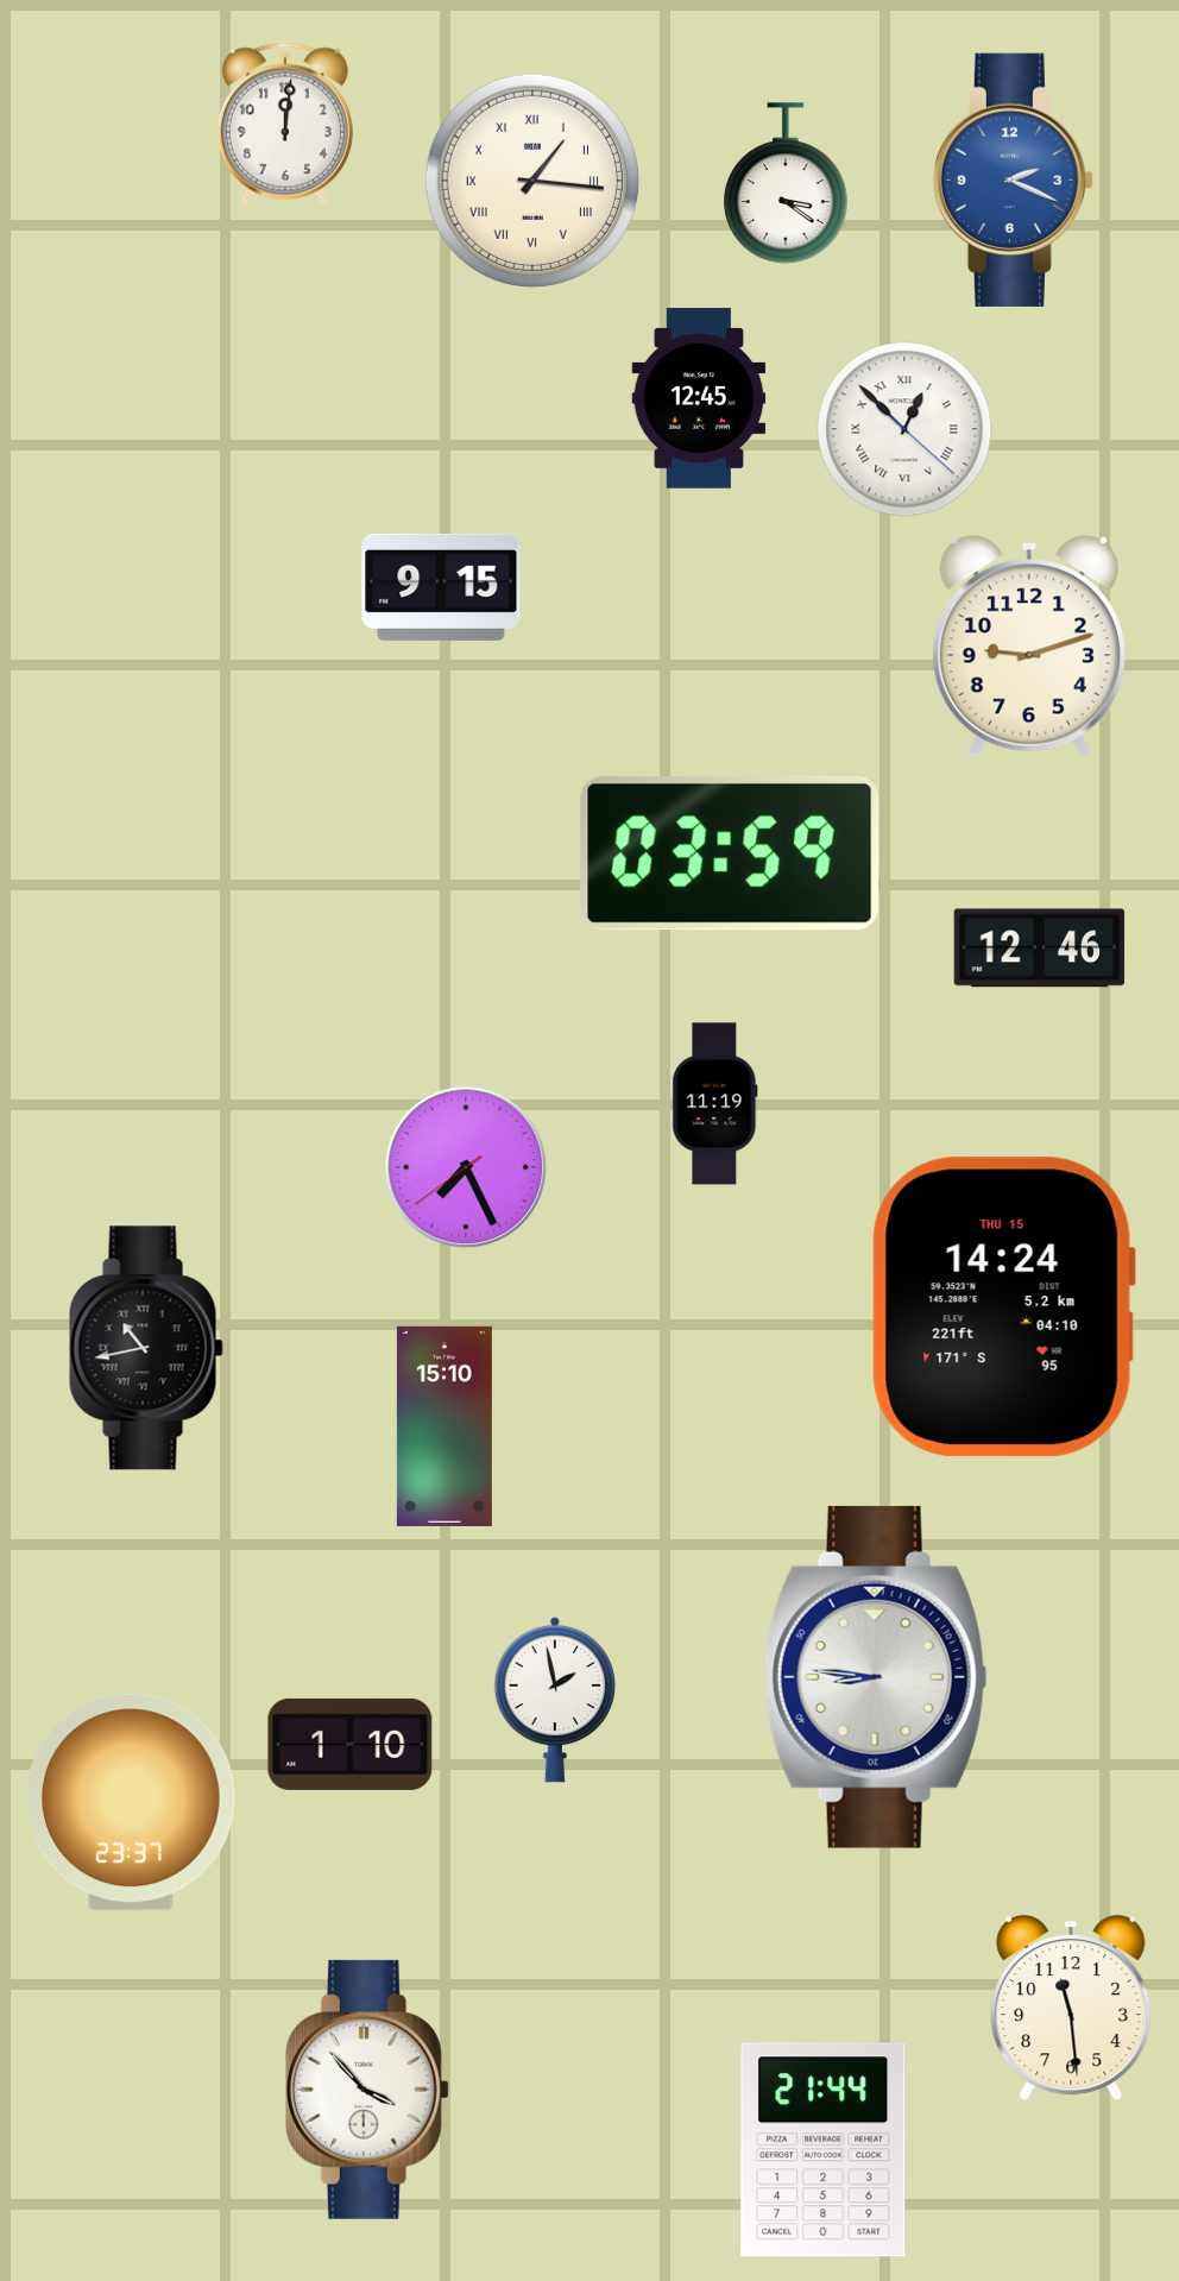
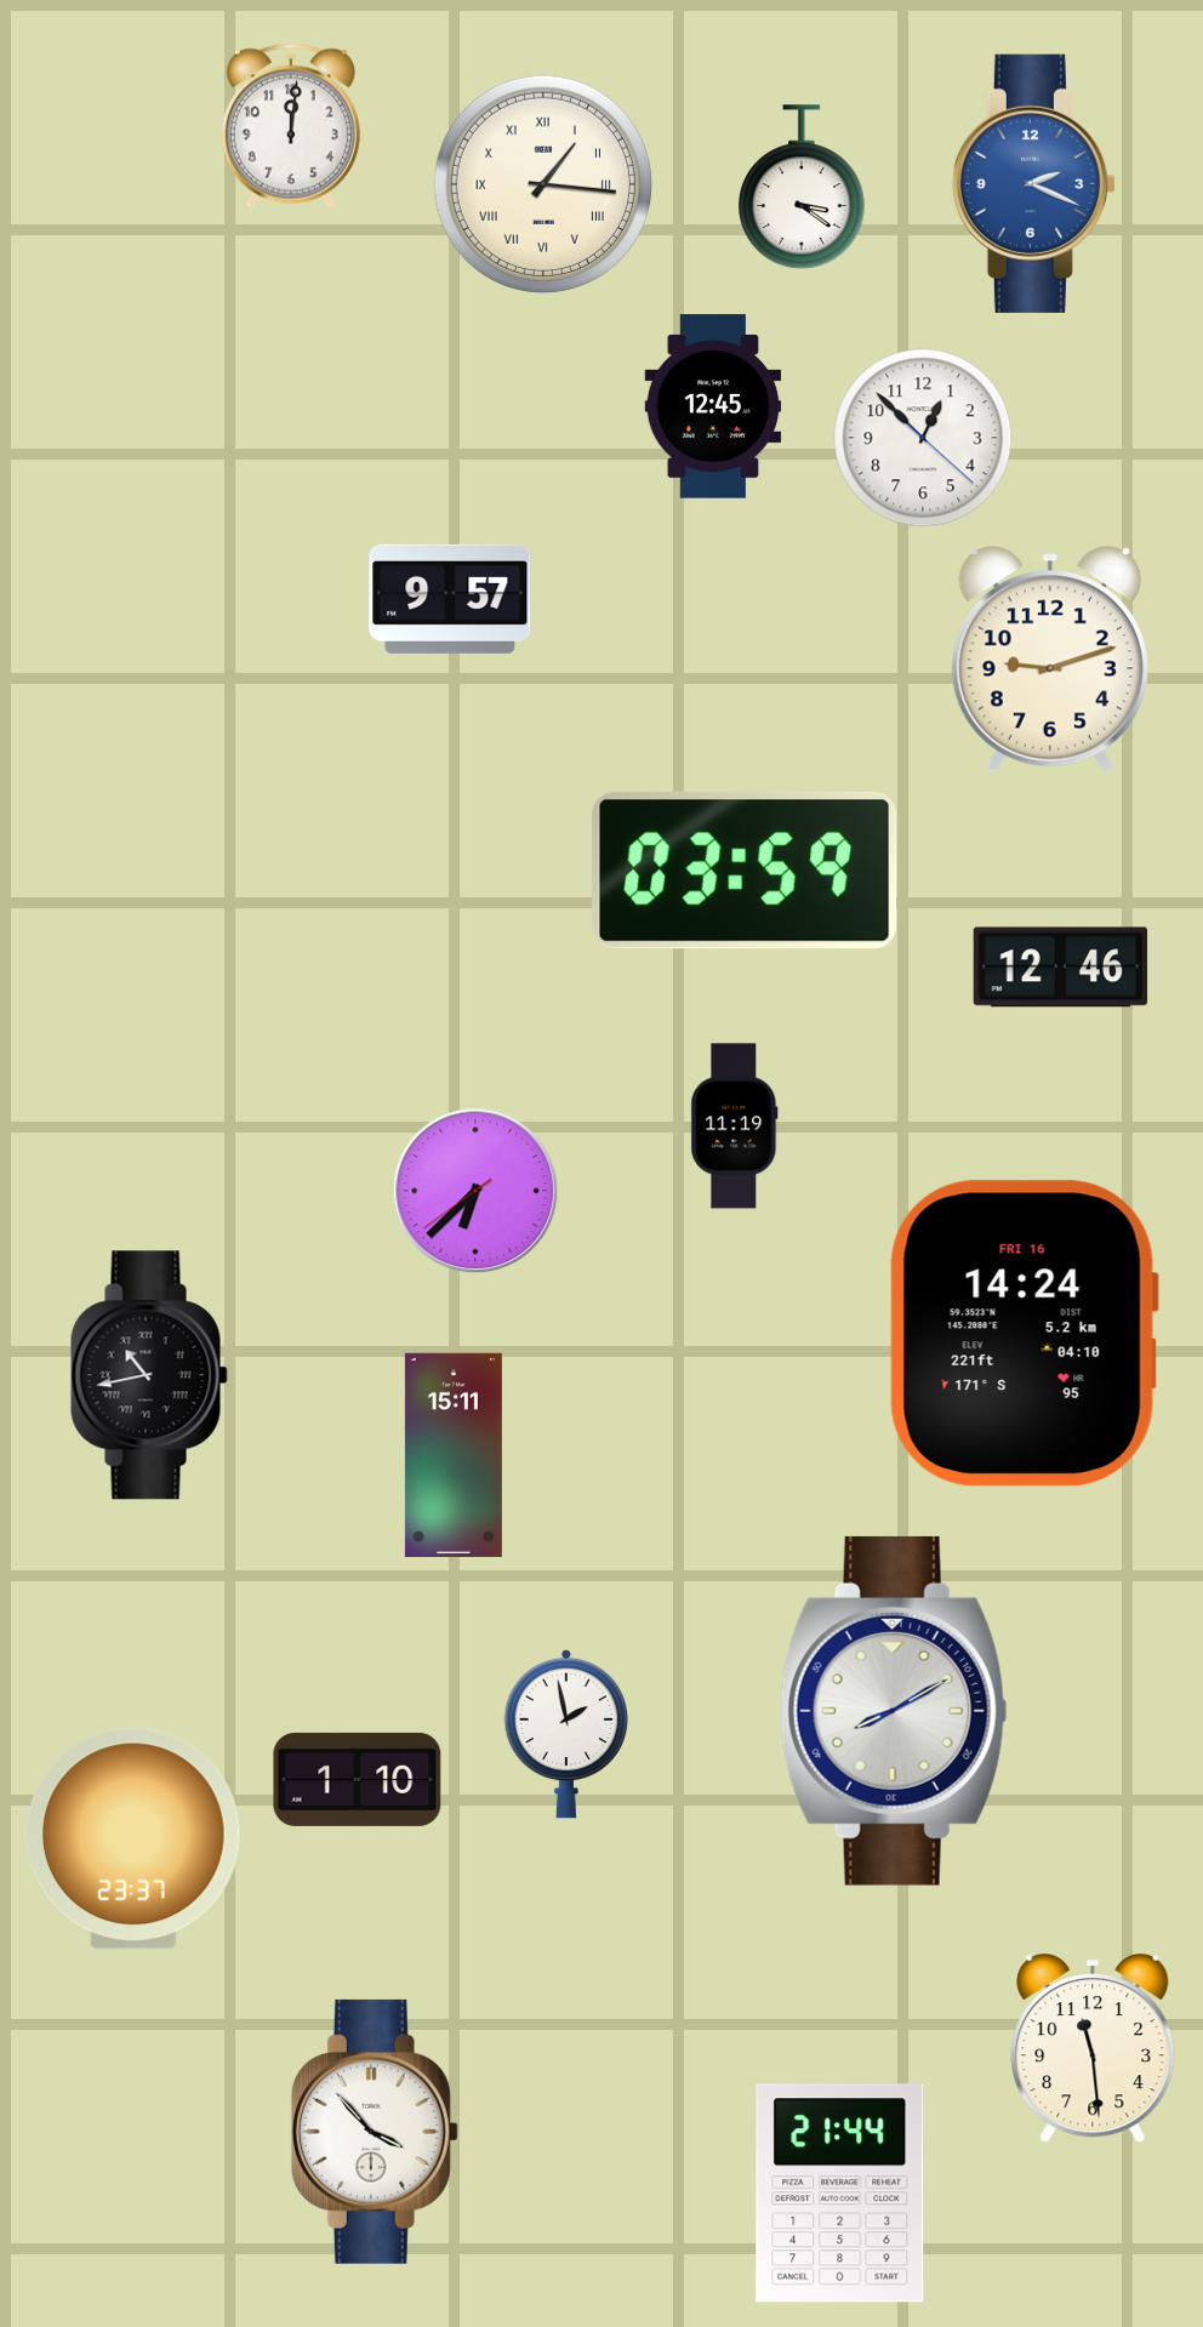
clock at (904, 429) numerals: Roman -> Arabic
clock at (441, 587): 9:15 -> 9:57
clock at (715, 1104) position: (715, 1104) -> (735, 1127)
clock at (466, 1167): 7:25 -> 6:37
clock at (1003, 1308) date: THU 15 -> FRI 16
clock at (445, 1426): 15:10 -> 15:11
clock at (876, 1677): 8:46 -> 8:10
